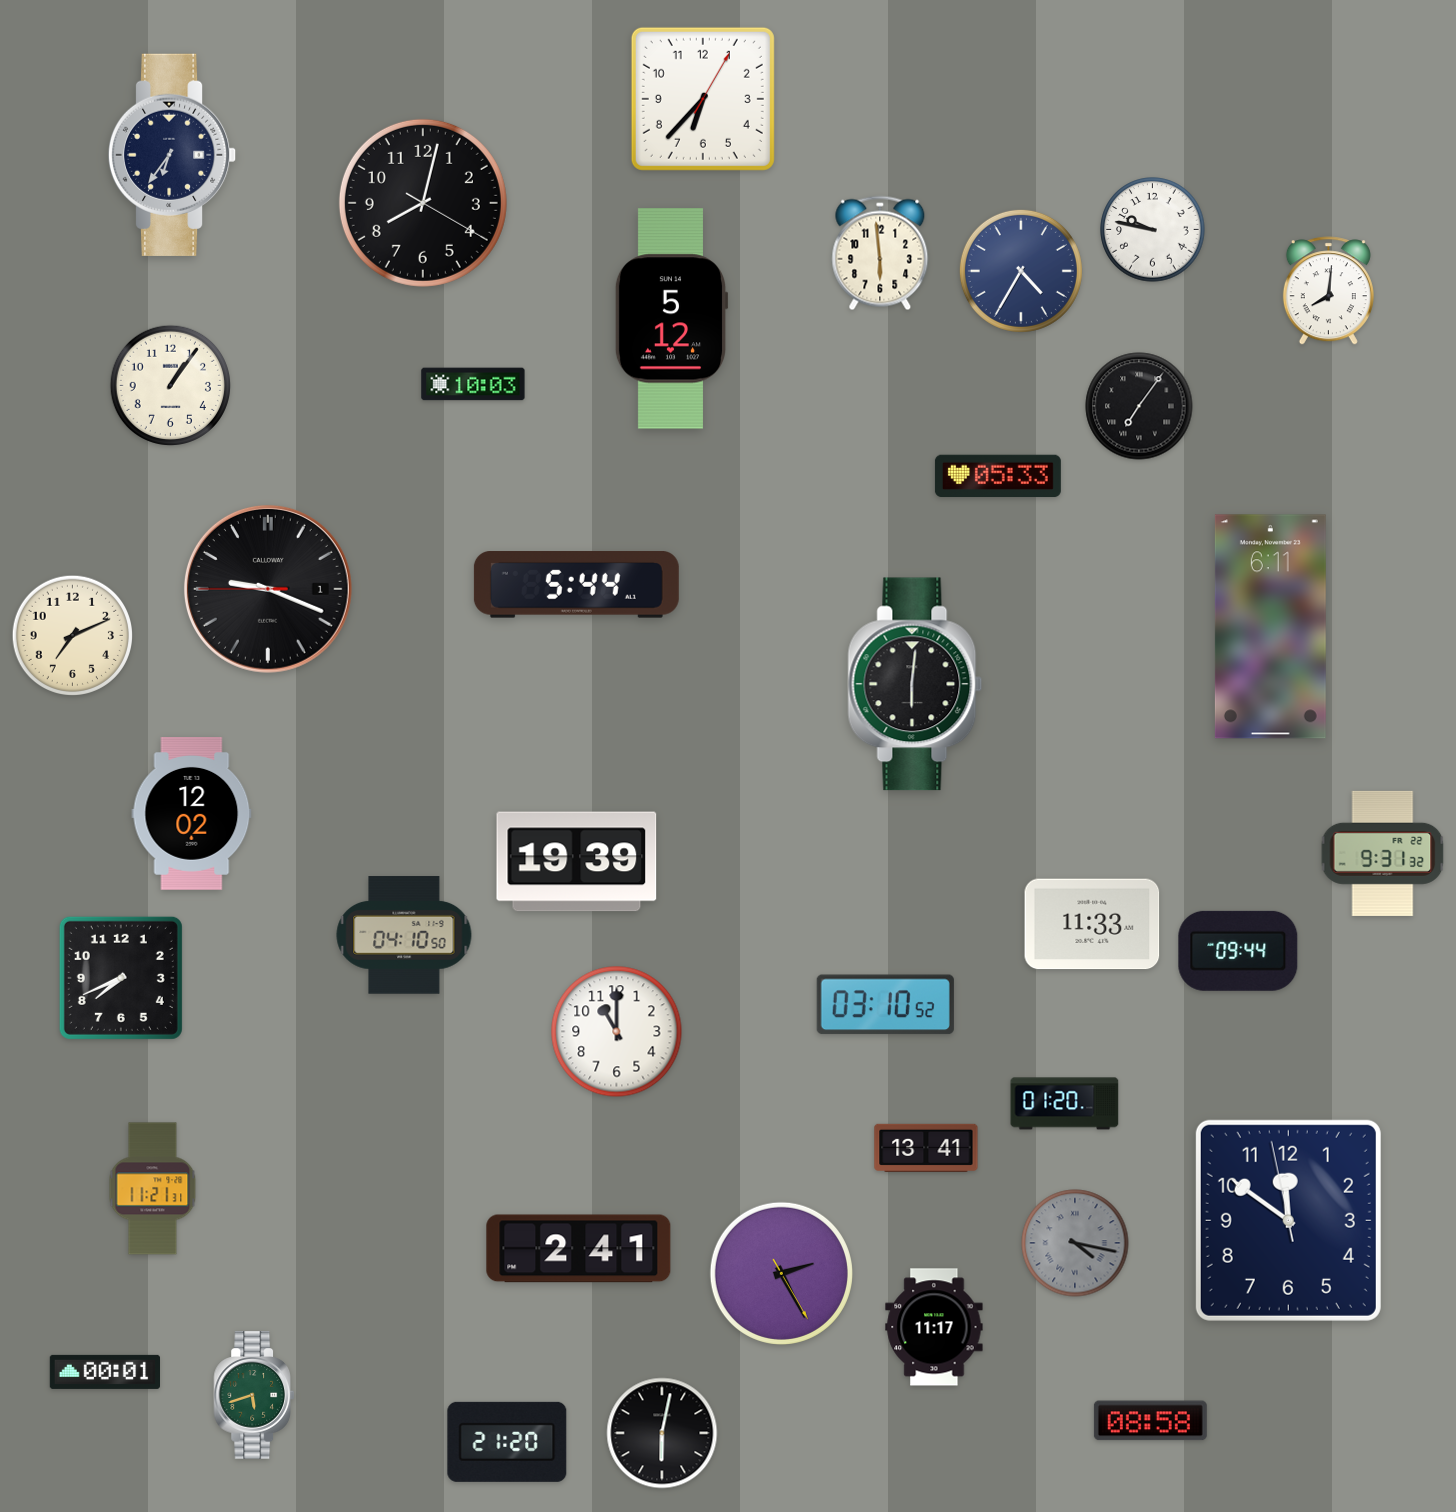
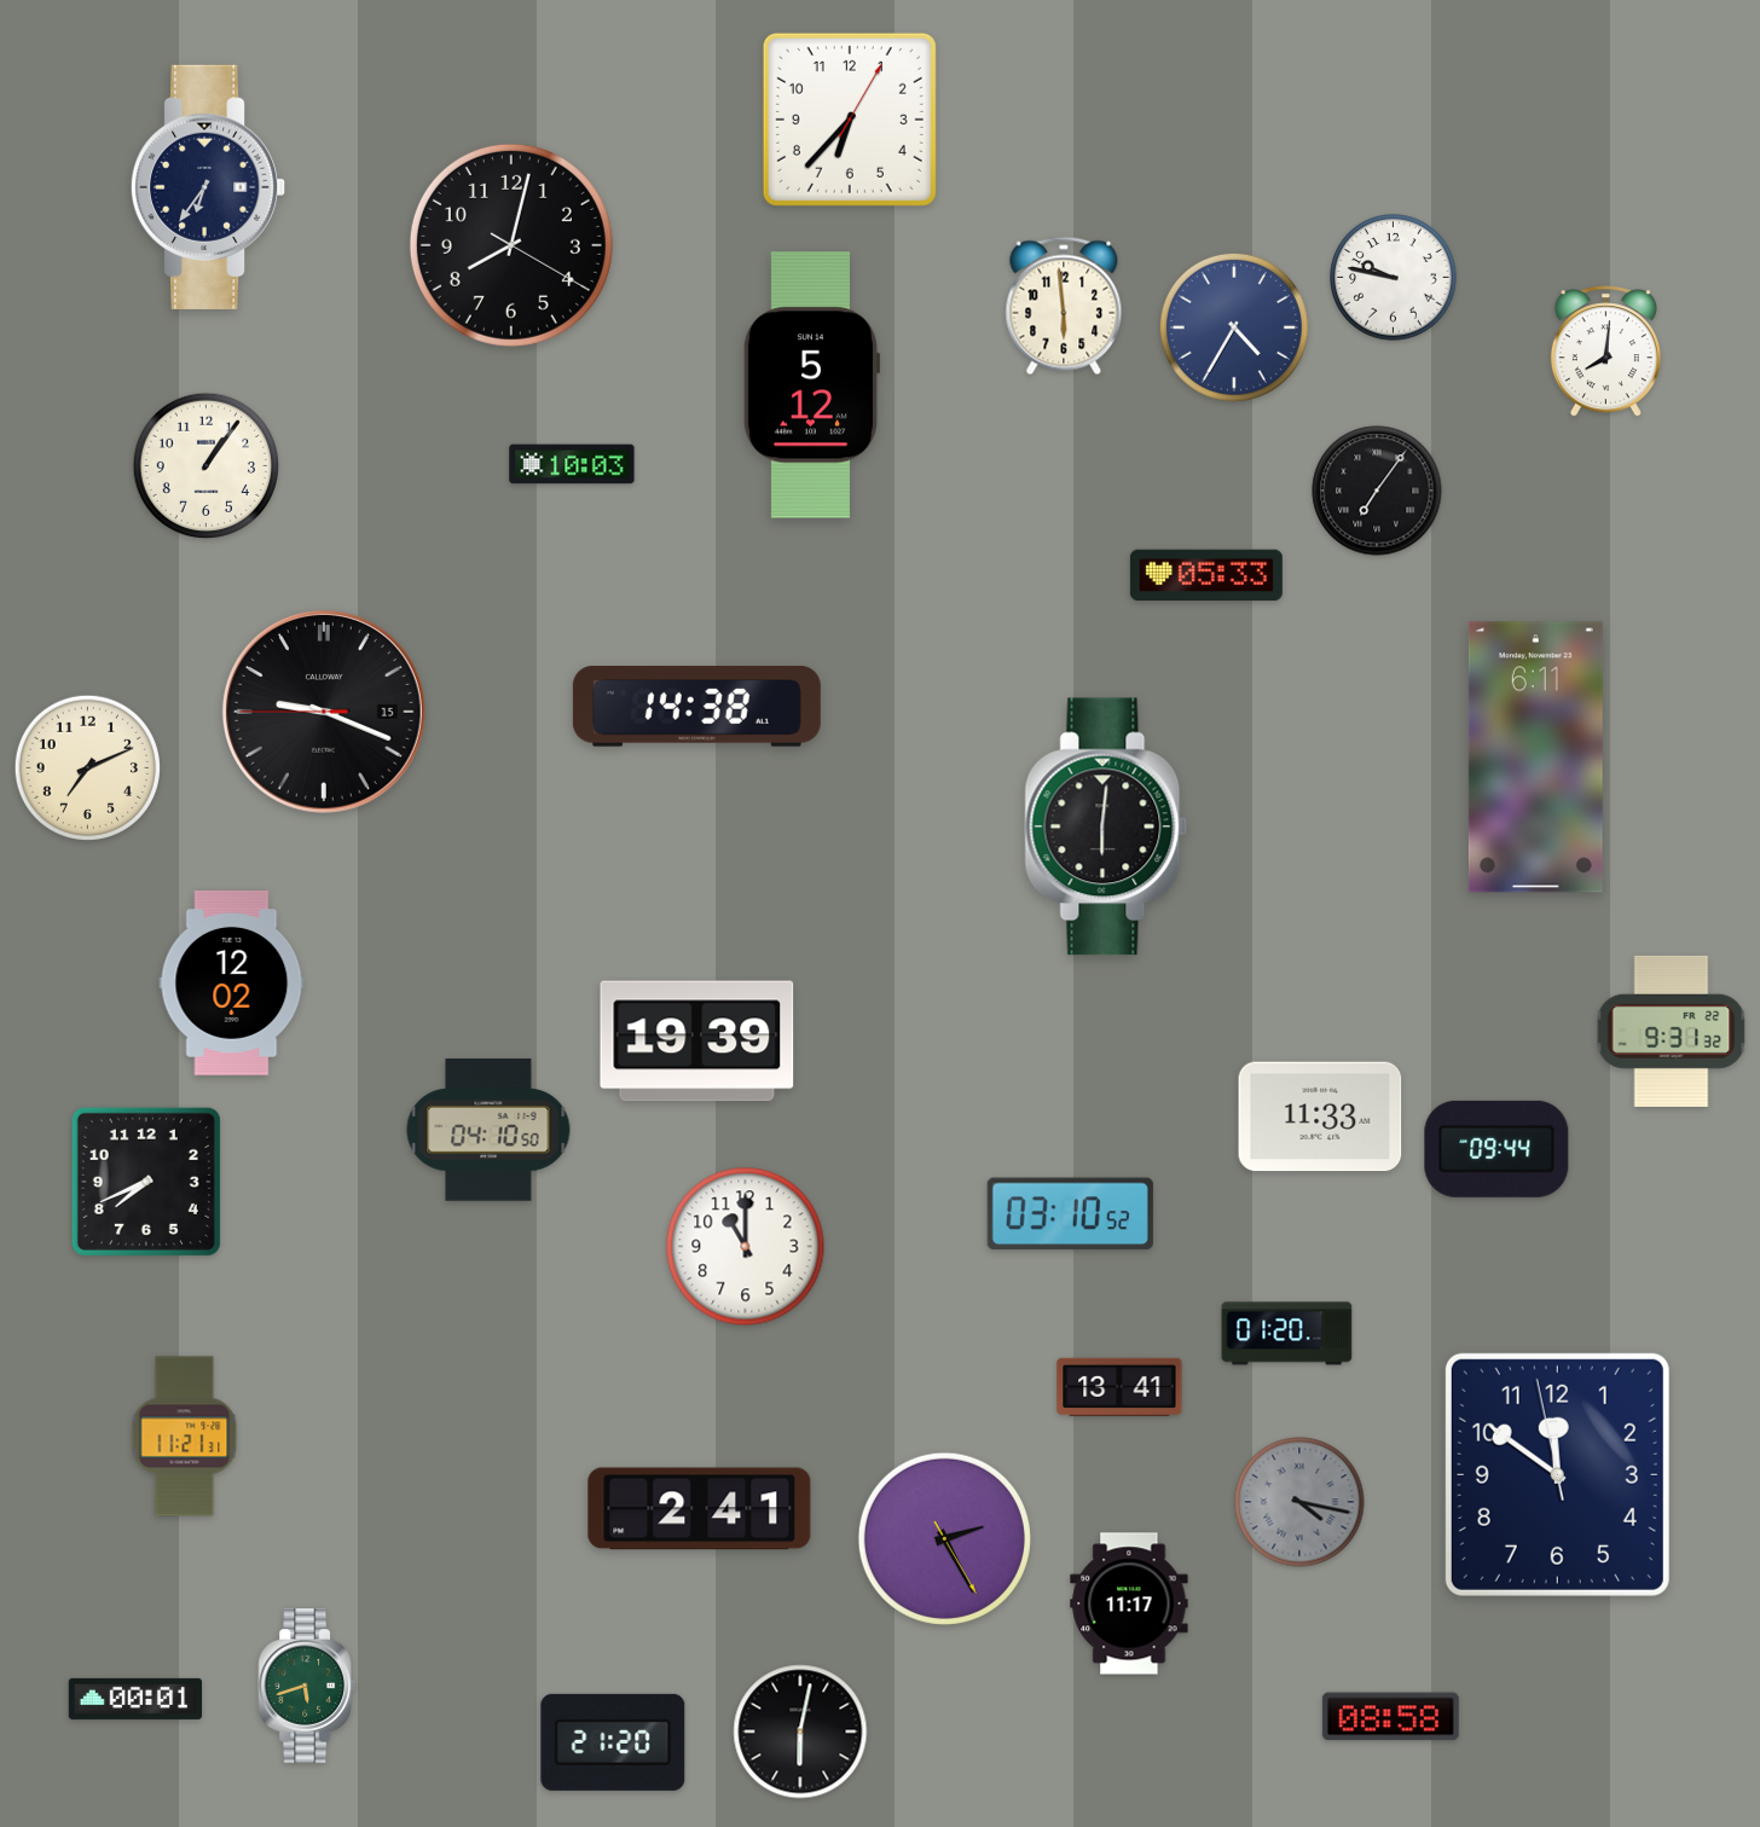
clock at (576, 585): 5:44 -> 14:38
clock at (268, 589) date: 1 -> 15
clock at (105, 1372) position: (105, 1372) -> (135, 1699)
